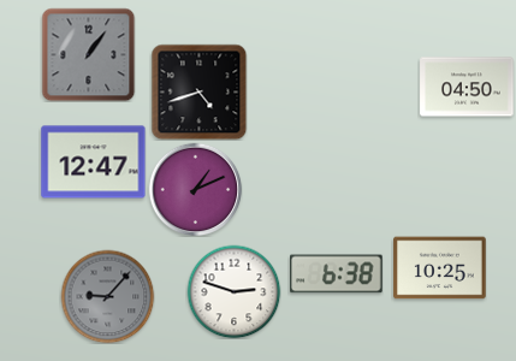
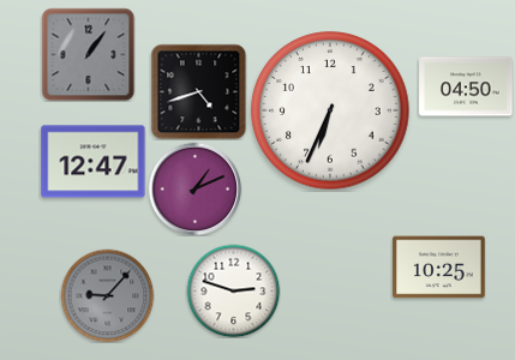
clock at (330, 110): none -> 6:34
clock at (337, 274): 6:38 -> none
